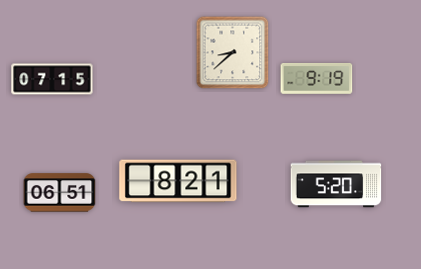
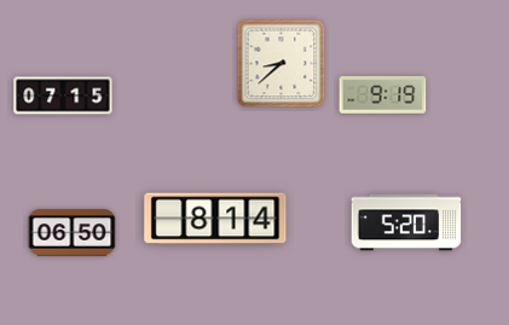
clock at (178, 181): 8:21 -> 8:14
clock at (60, 193): 06:51 -> 06:50
